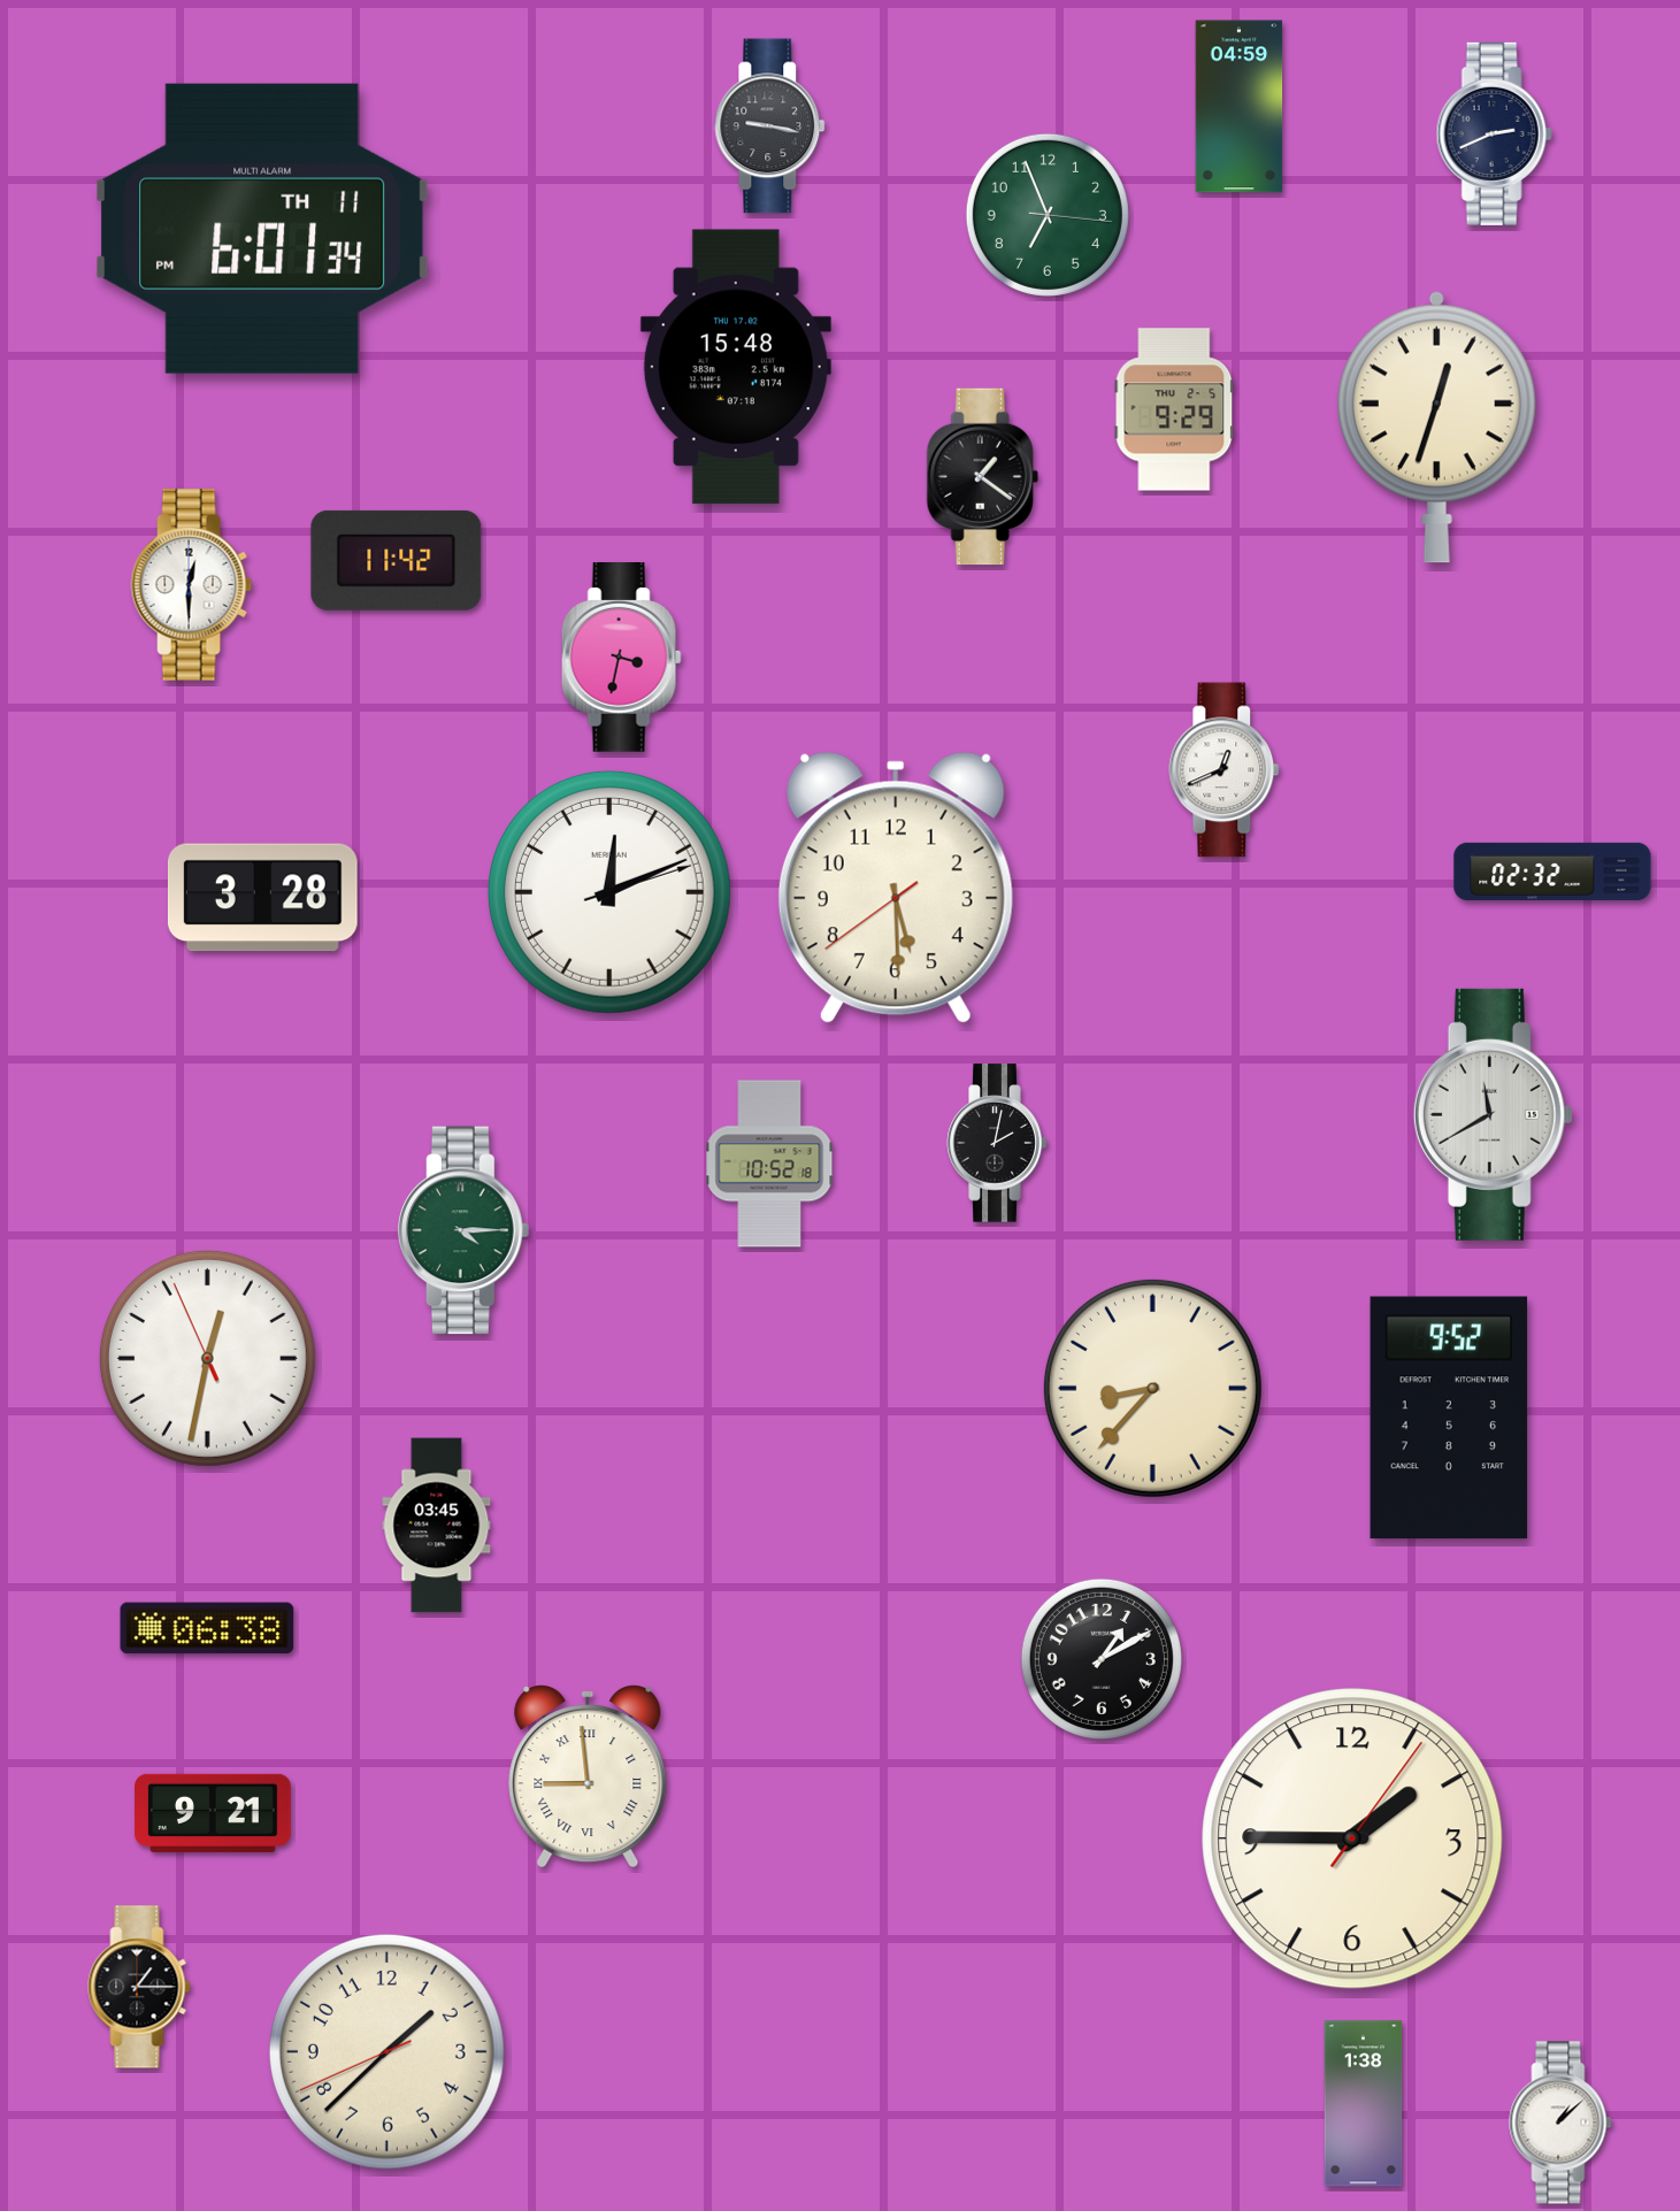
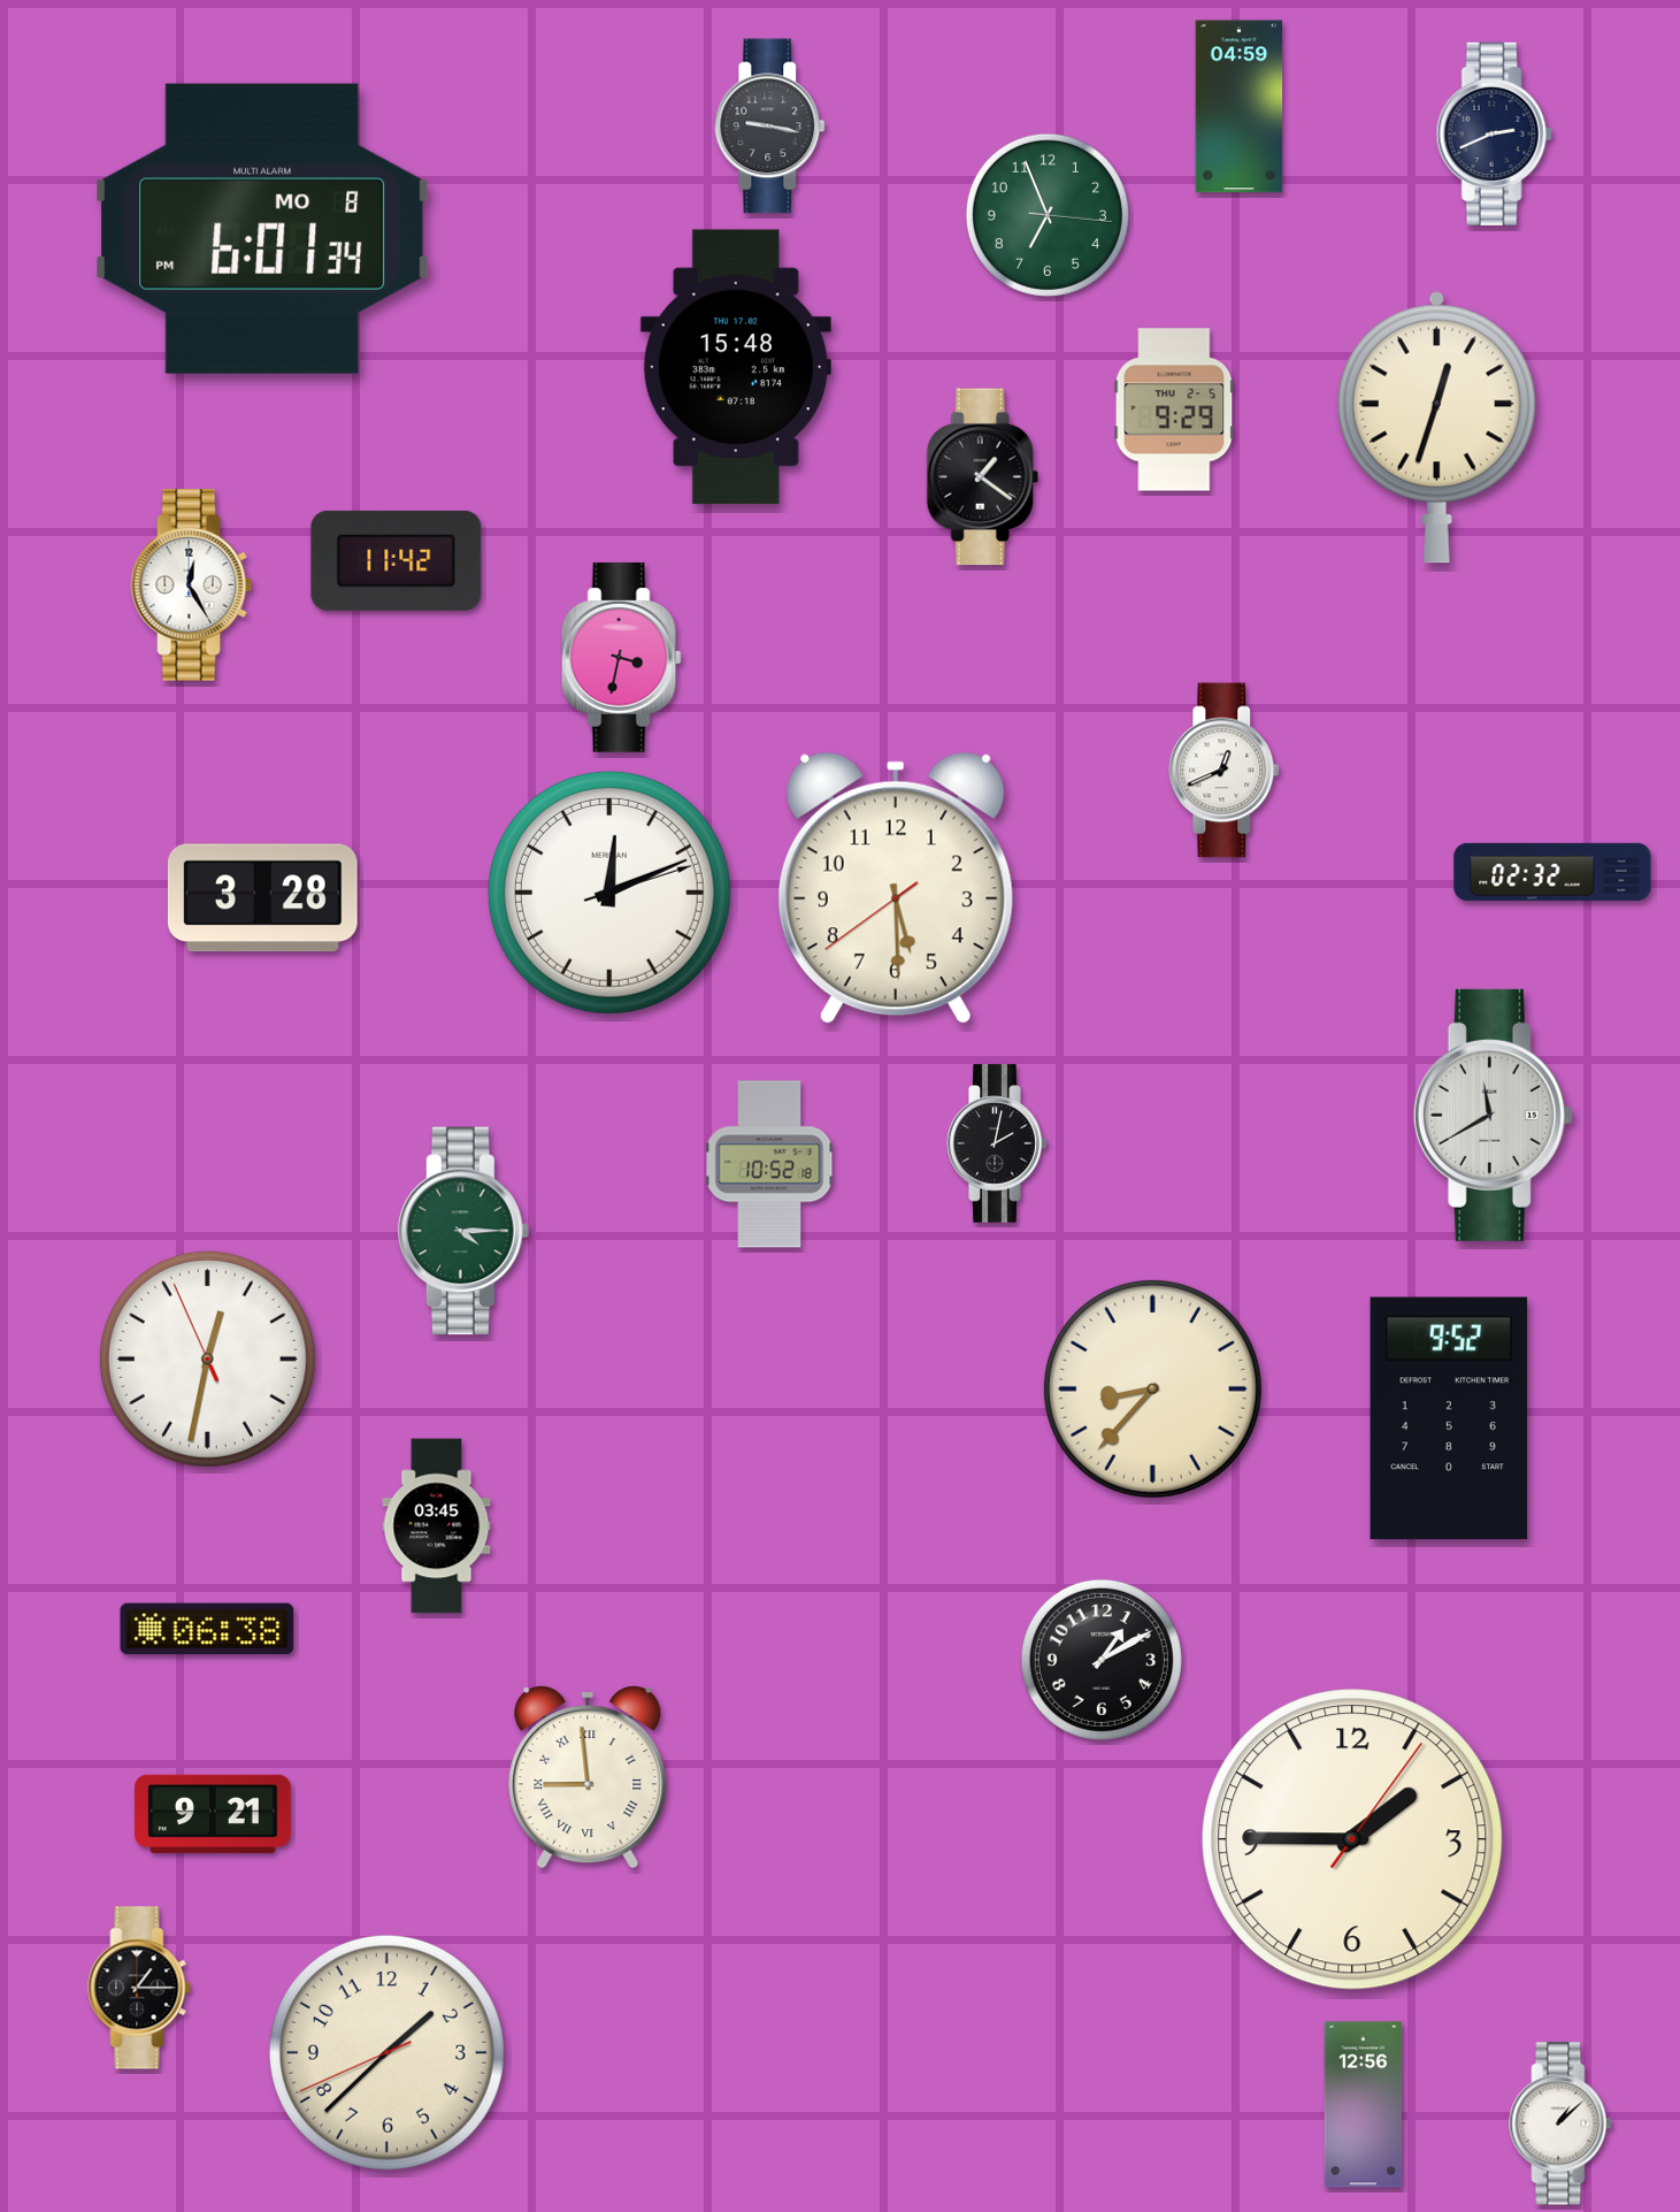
clock at (262, 229) date: TH 11 -> MO 8
clock at (192, 585): 12:30 -> 12:25
clock at (1364, 2104): 1:38 -> 12:56
